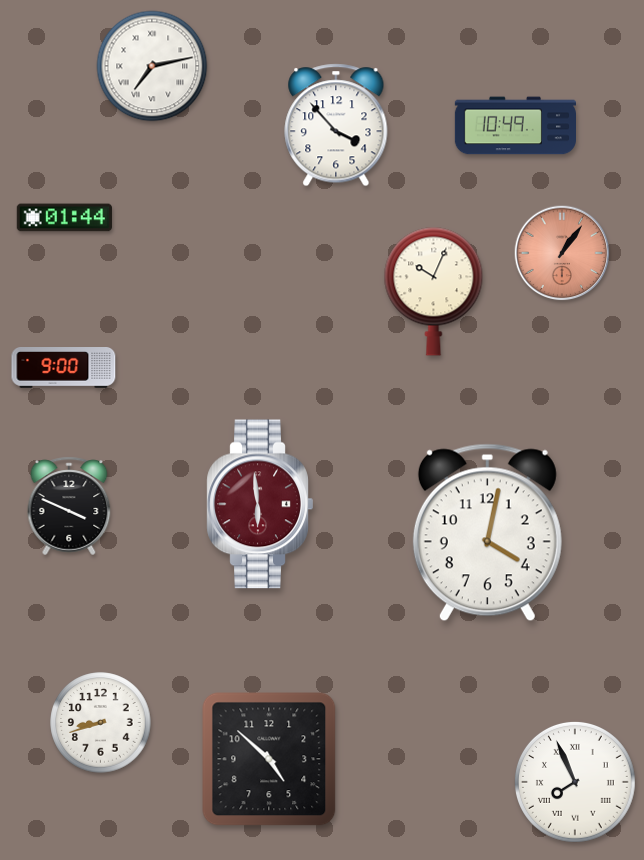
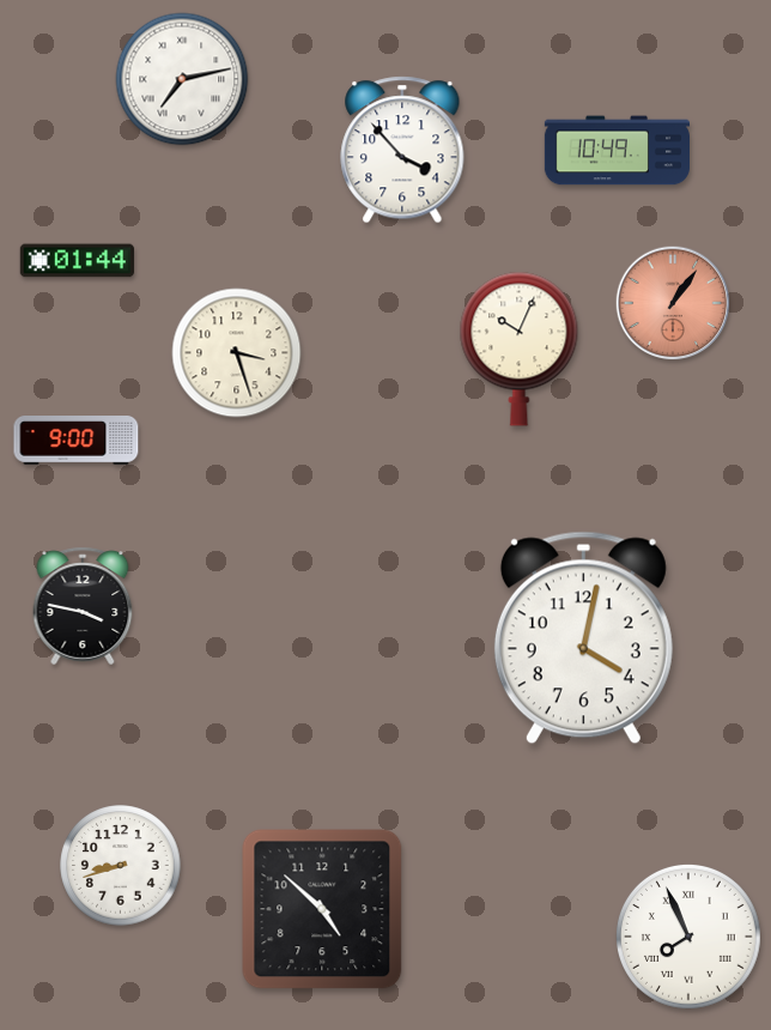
clock at (237, 353): none -> 3:27
clock at (260, 504): 5:59 -> none
clock at (69, 506): 3:49 -> 3:47
